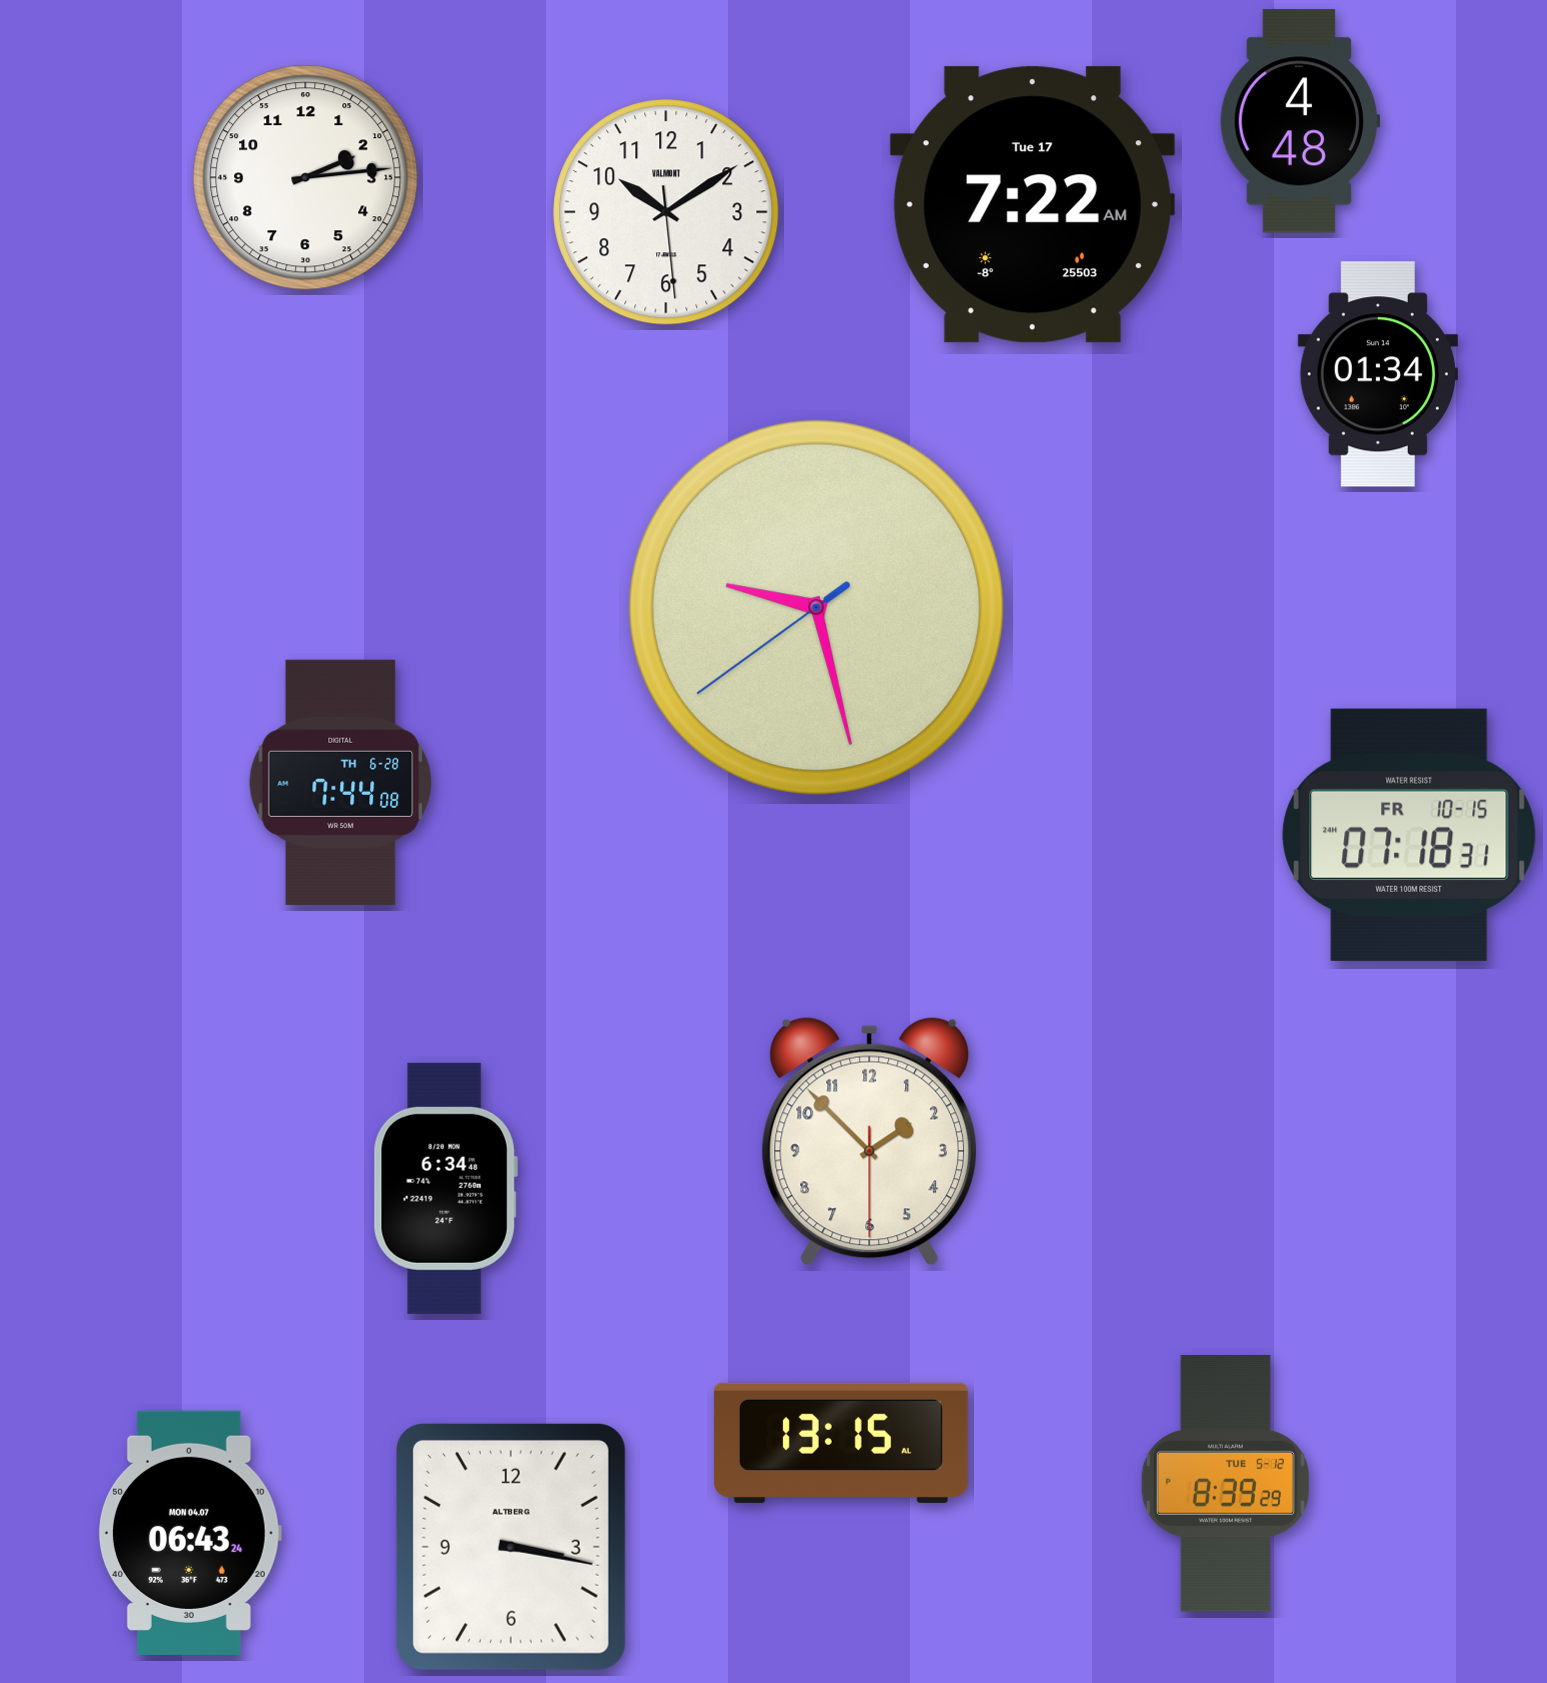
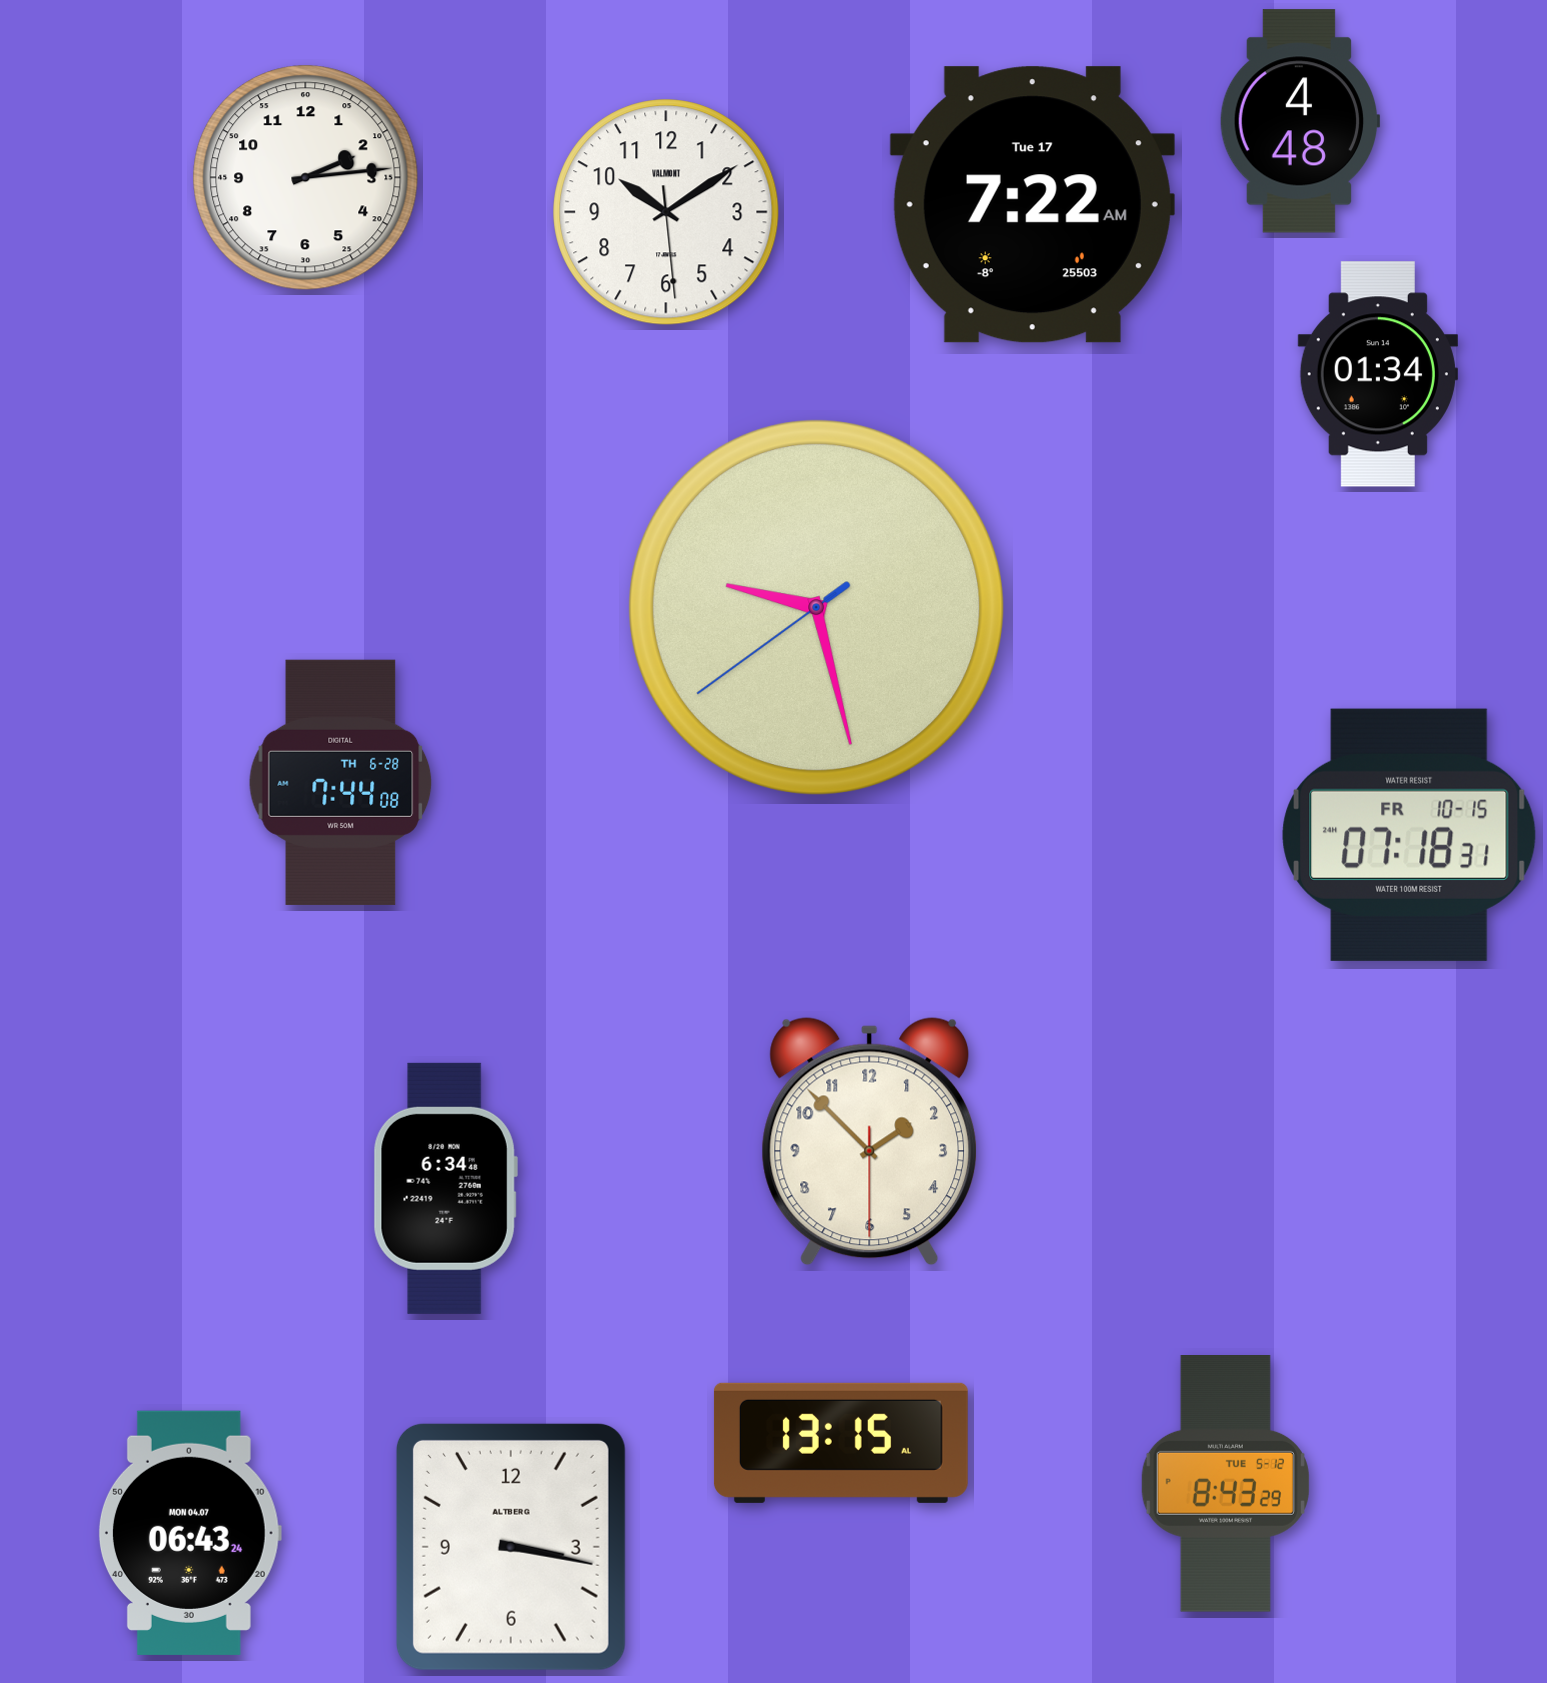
clock at (1225, 1484): 8:39 -> 8:43
